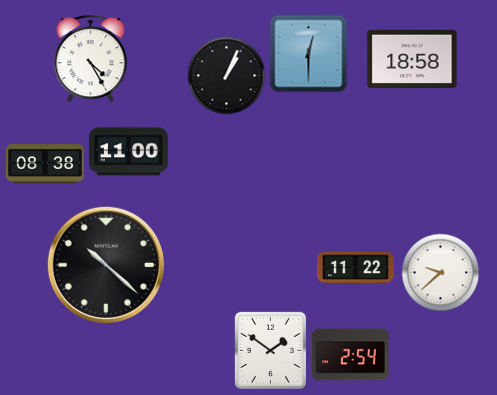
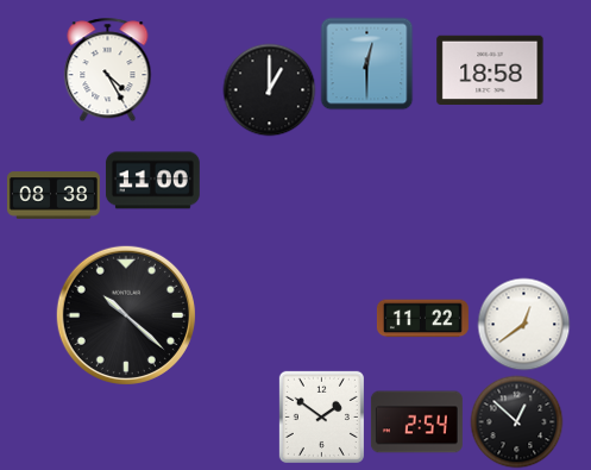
clock at (226, 75): 1:04 -> 1:00
clock at (440, 272): 9:38 -> 12:39
clock at (516, 421): none -> 12:52
